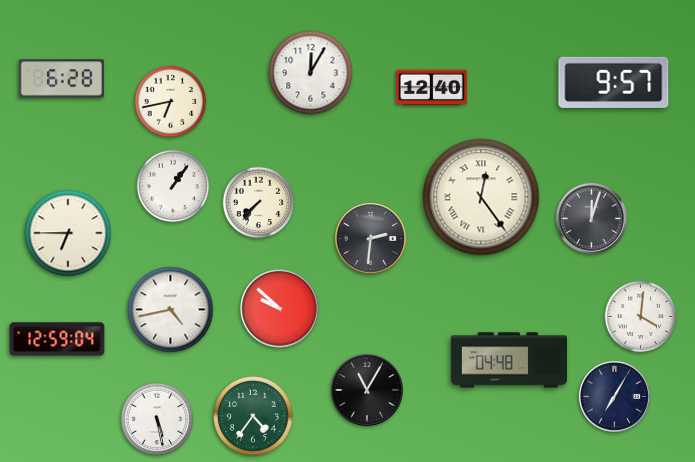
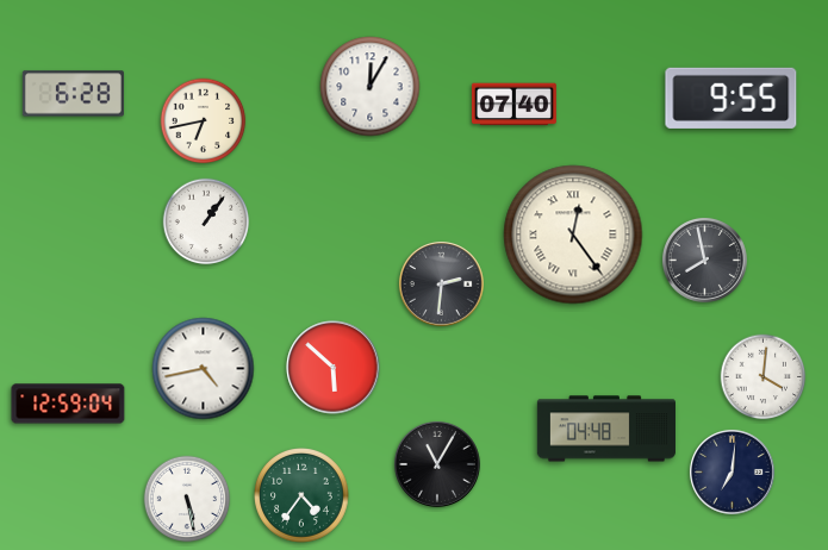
clock at (614, 82): 9:57 -> 9:55
clock at (431, 88): 12:40 -> 07:40
clock at (259, 203): 7:37 -> none
clock at (591, 218): 12:03 -> 7:58
clock at (68, 233): 6:45 -> none
clock at (280, 309): 9:52 -> 5:52
clock at (614, 396): 7:05 -> 7:01
